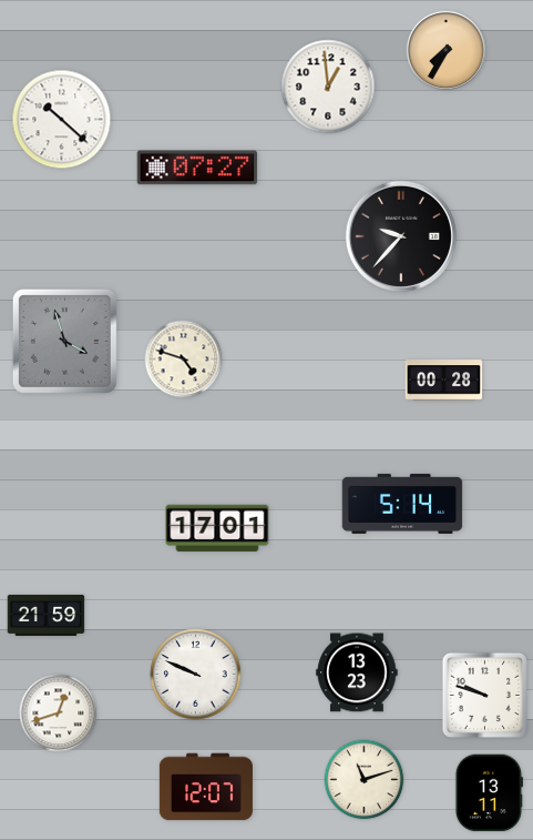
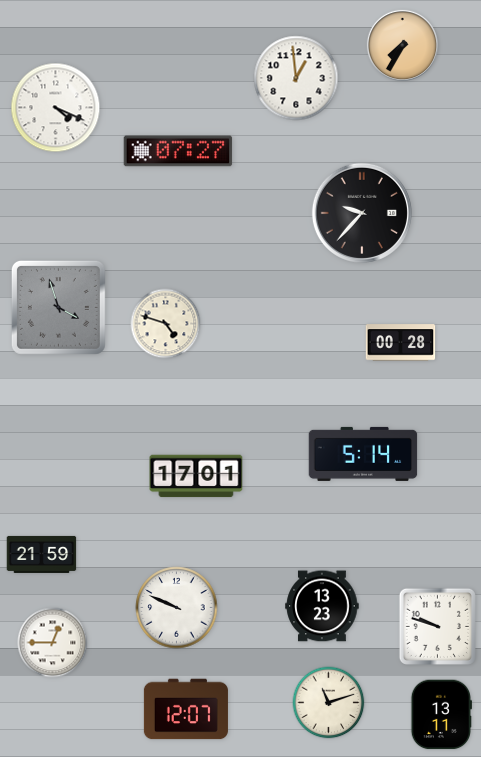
clock at (62, 120): 10:22 -> 4:19
clock at (59, 714): 12:42 -> 12:45
